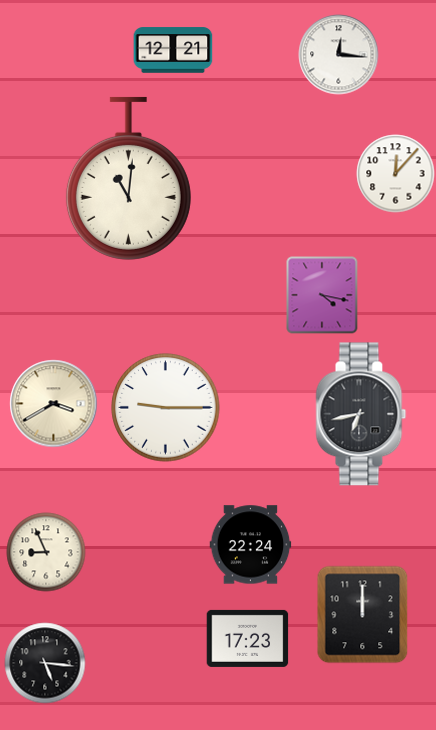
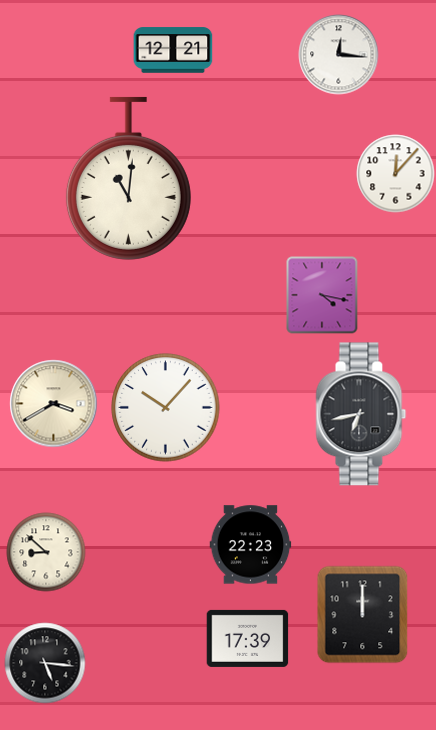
clock at (166, 408): 9:15 -> 10:07
clock at (251, 545): 22:24 -> 22:23
clock at (46, 552): 8:56 -> 8:52
clock at (248, 638): 17:23 -> 17:39
